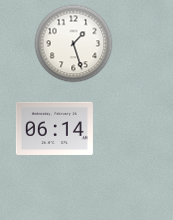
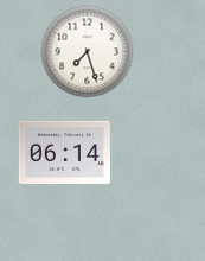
clock at (73, 43): 1:27 -> 7:27
